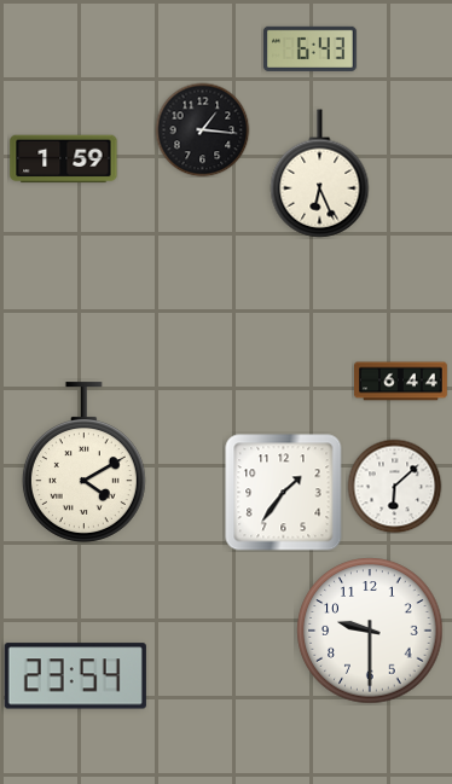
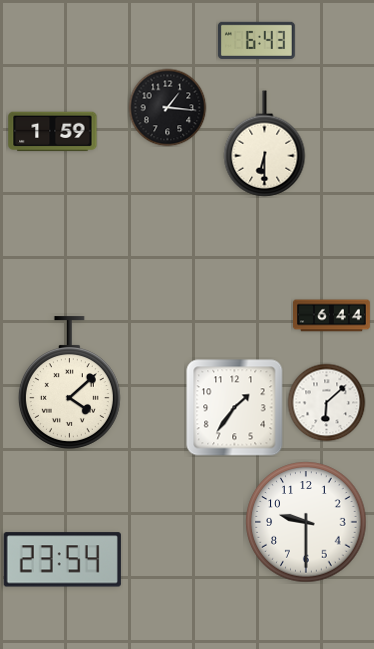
clock at (320, 174): 6:26 -> 6:30
clock at (83, 463): 4:10 -> 4:08
